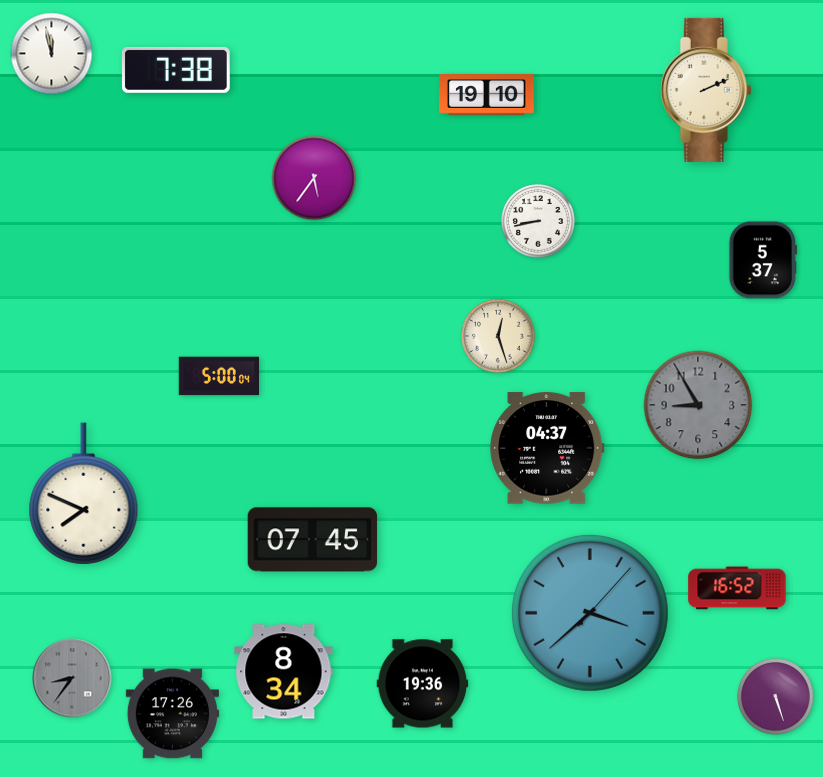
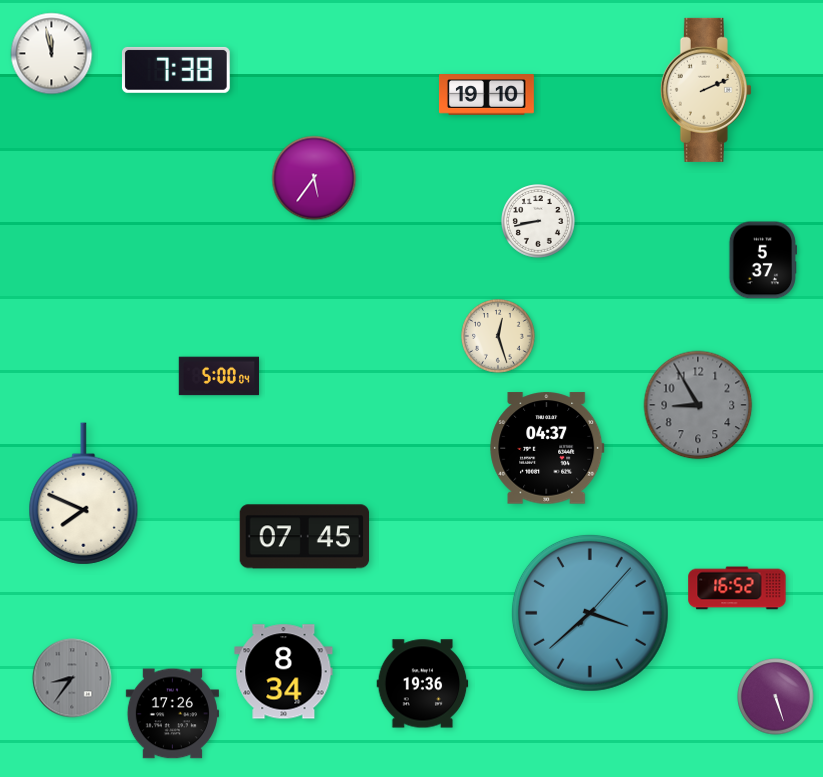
clock at (313, 540) position: (313, 540) -> (305, 537)
